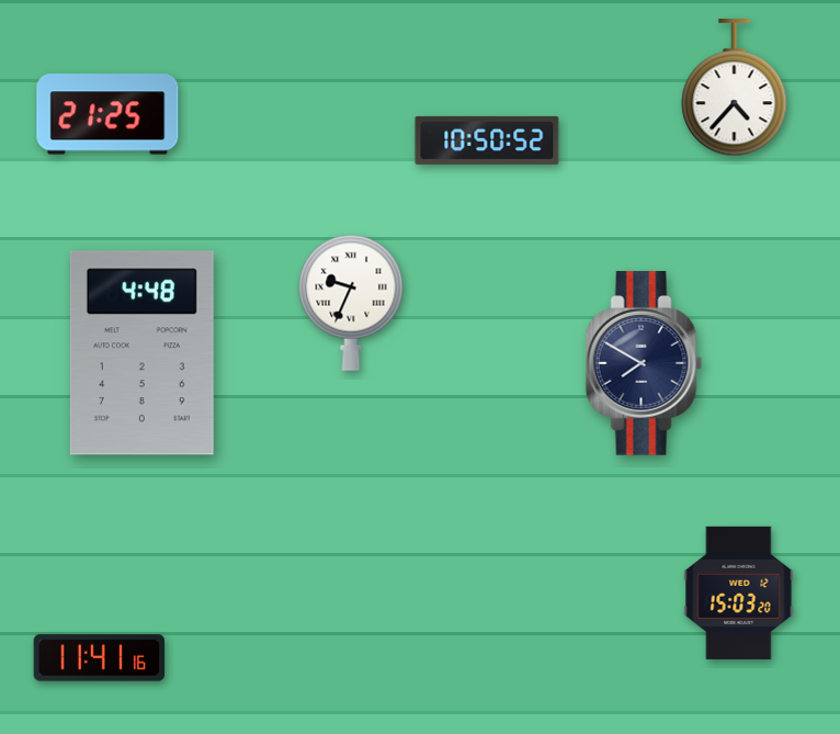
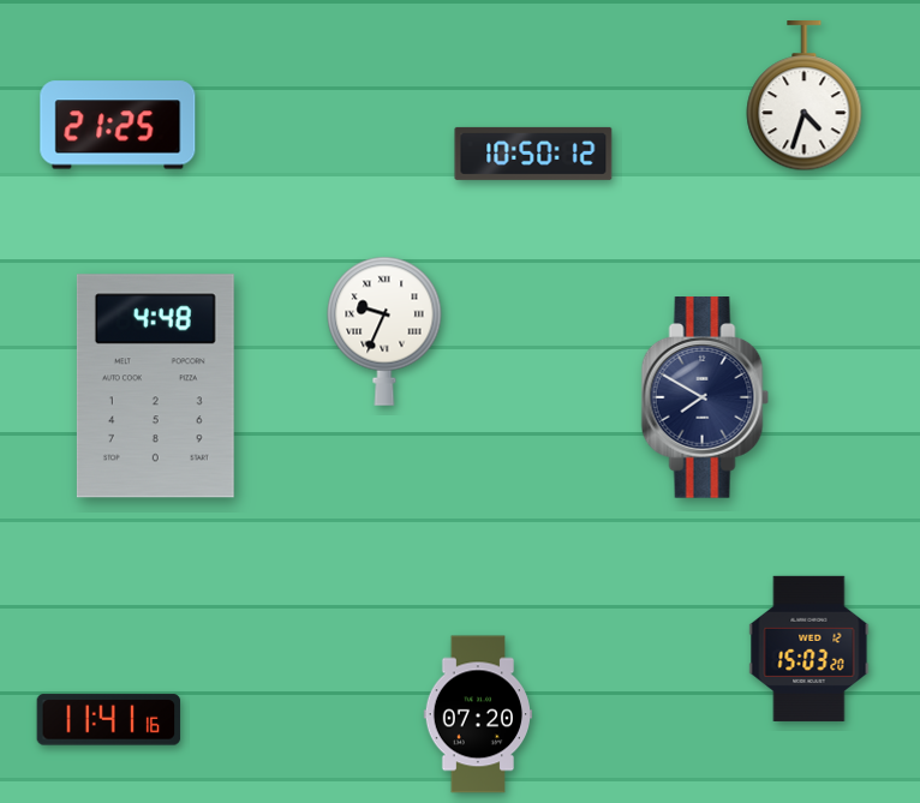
clock at (735, 88): 4:37 -> 4:33
clock at (487, 140): 10:50:52 -> 10:50:12
clock at (477, 714): none -> 07:20
